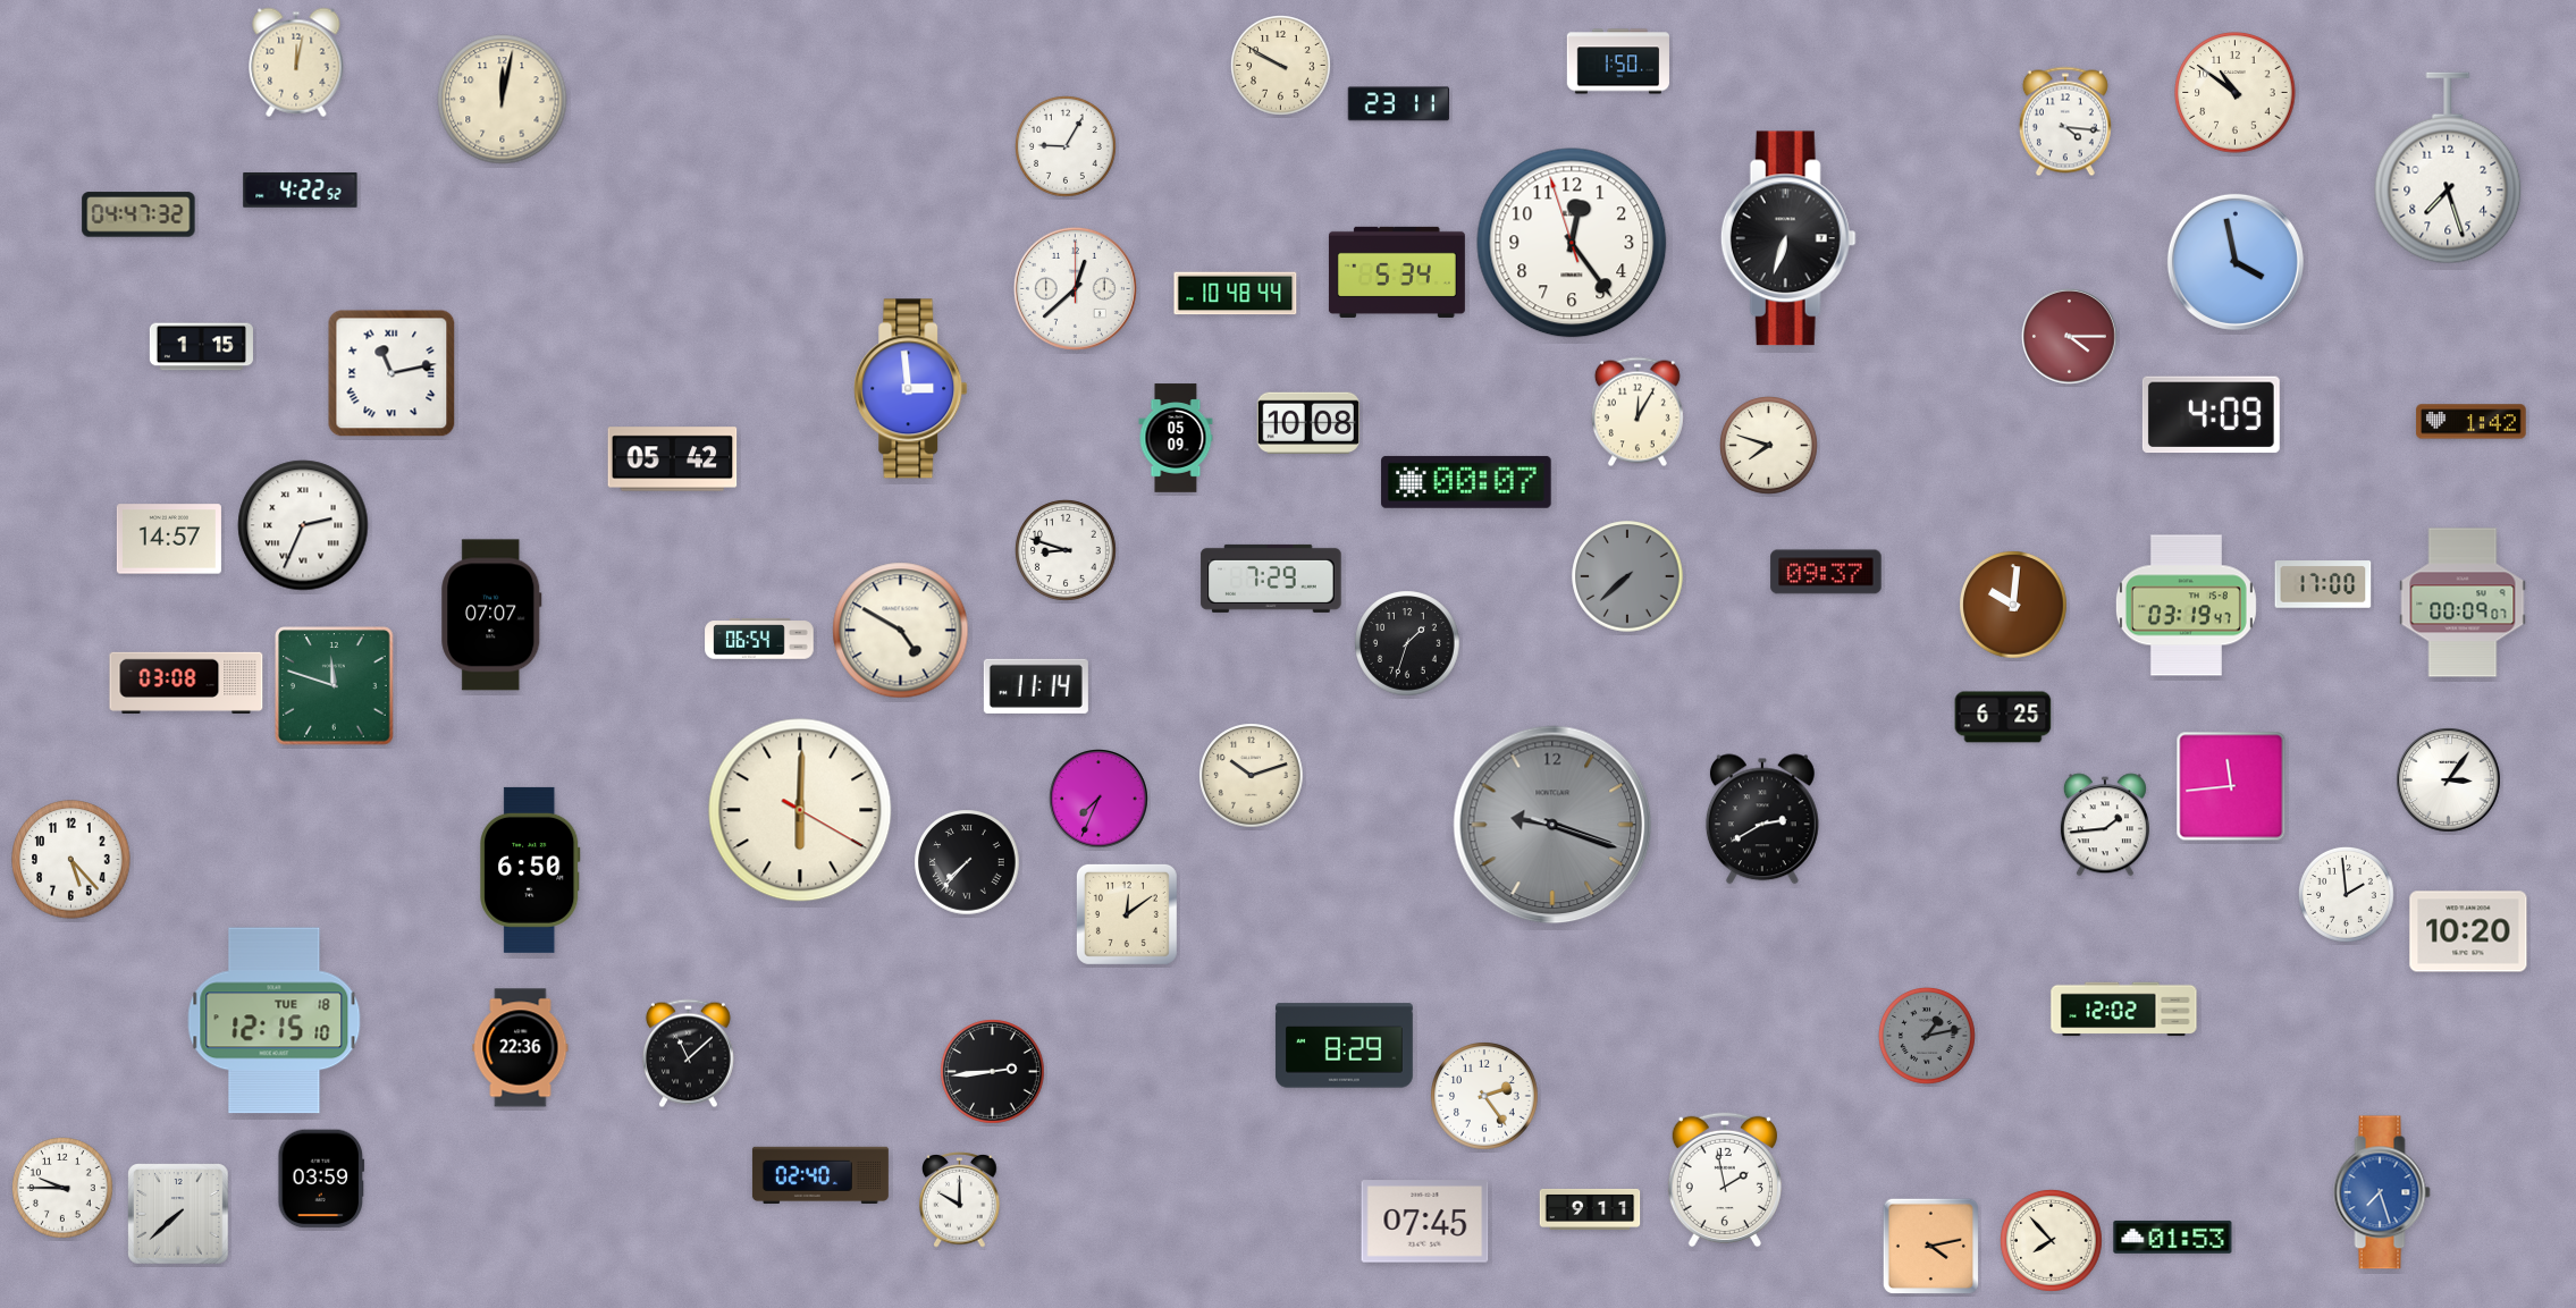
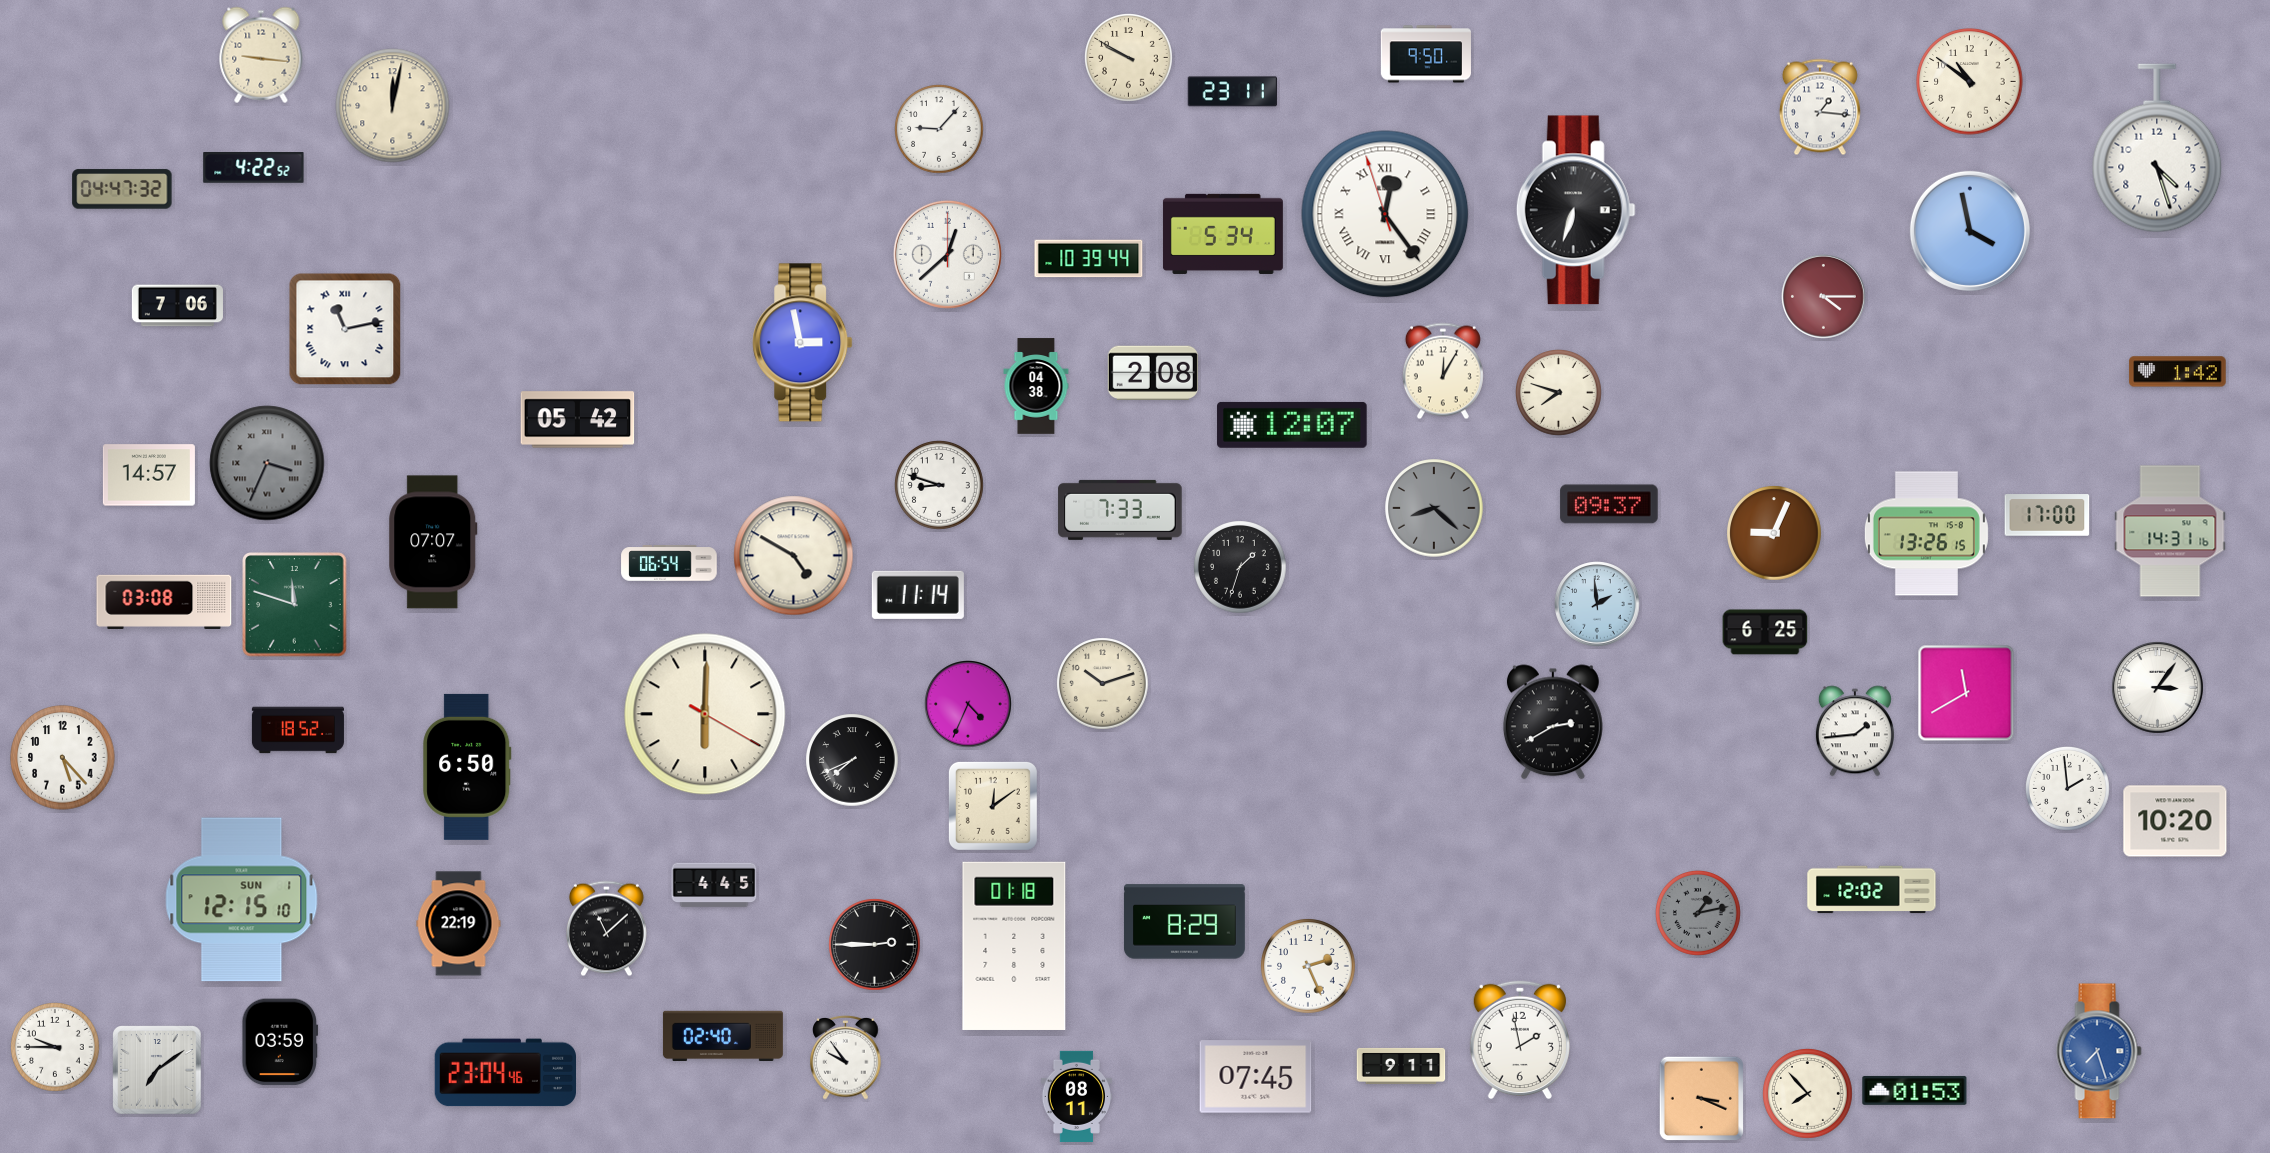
clock at (1618, 61): 1:50 -> 9:50
clock at (296, 62): 12:02 -> 9:16
clock at (503, 100) position: (503, 100) -> (393, 106)
clock at (2065, 121): 4:16 -> 1:16
clock at (1067, 147): 9:05 -> 9:07
clock at (2448, 168): 7:27 -> 4:27
clock at (301, 191) position: (301, 191) -> (254, 168)
clock at (1572, 243) numerals: Arabic -> Roman
clock at (1397, 272) position: (1397, 272) -> (1223, 234)
clock at (1236, 294): 10:48 -> 10:39
clock at (201, 347): 1:15 -> 7:06
clock at (911, 389): 2:59 -> 2:58
clock at (1638, 412) position: (1638, 412) -> (1443, 371)
clock at (2211, 415): 4:09 -> none
clock at (1308, 422): 10:08 -> 2:08
clock at (1176, 438): 05:09 -> 04:38
clock at (673, 459) position: (673, 459) -> (578, 420)
clock at (1466, 482): 00:07 -> 12:07
clock at (303, 525): 2:34 -> 3:34
clock at (303, 525) dial: white -> grey
clock at (1627, 576): 7:38 -> 8:22
clock at (1271, 579): 7:29 -> 7:33
clock at (2463, 602): 00:09 -> 14:31
clock at (2013, 605): 10:01 -> 9:04
clock at (2186, 606): 03:19 -> 13:26
clock at (1597, 604): none -> 1:59
clock at (1036, 686) position: (1036, 686) -> (918, 595)
clock at (2231, 786): 11:44 -> 11:40
clock at (1098, 799): 7:34 -> 4:34
clock at (1552, 825): 9:18 -> none
clock at (2105, 825) position: (2105, 825) -> (1855, 731)
clock at (298, 730): none -> 18:52
clock at (967, 862): 7:37 -> 7:41
clock at (714, 885): none -> 4:45
clock at (275, 1021) date: TUE 18 -> SUN 1
clock at (521, 1048): 22:36 -> 22:19
clock at (993, 1072): 2:44 -> 2:45
clock at (1014, 946): none -> 01:18
clock at (1484, 1096): 2:24 -> 2:26
clock at (321, 1179) position: (321, 1179) -> (280, 1042)
clock at (960, 1200): 10:00 -> 9:54
clock at (178, 1214): 7:38 -> 7:09
clock at (505, 1073): none -> 23:04
clock at (1076, 1096): none -> 08:11
clock at (1930, 1246): 4:13 -> 3:19
